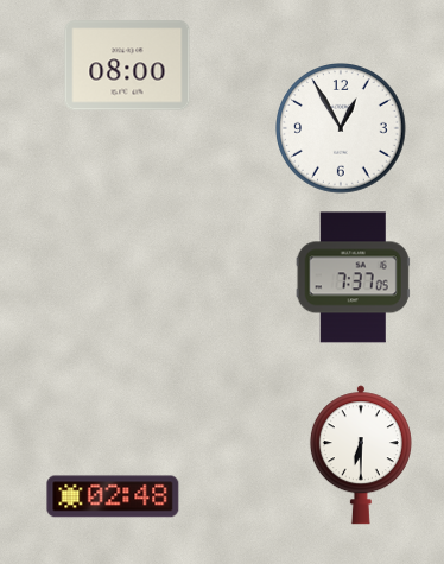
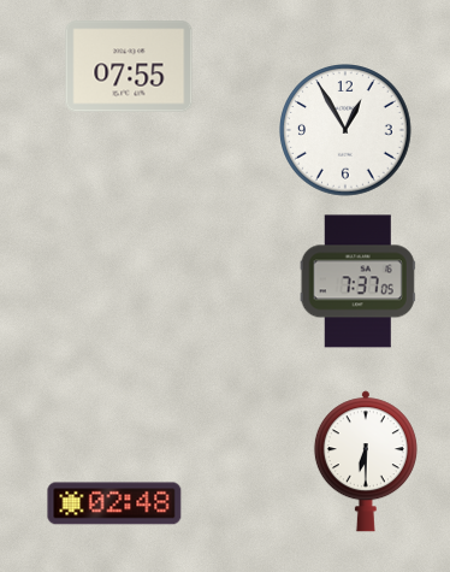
clock at (127, 65): 08:00 -> 07:55
